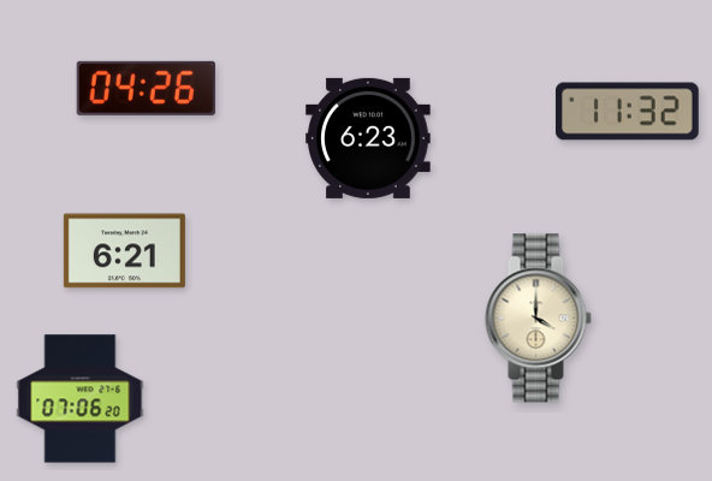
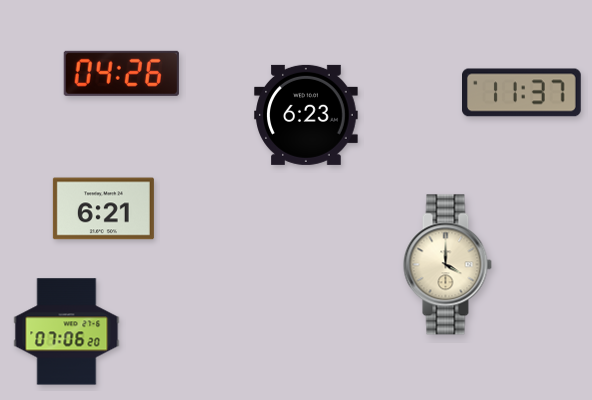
clock at (628, 112): 11:32 -> 11:37
